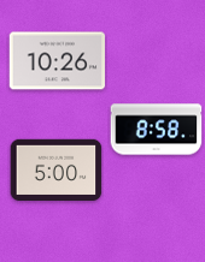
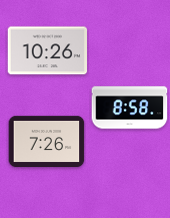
clock at (57, 169): 5:00 -> 7:26
